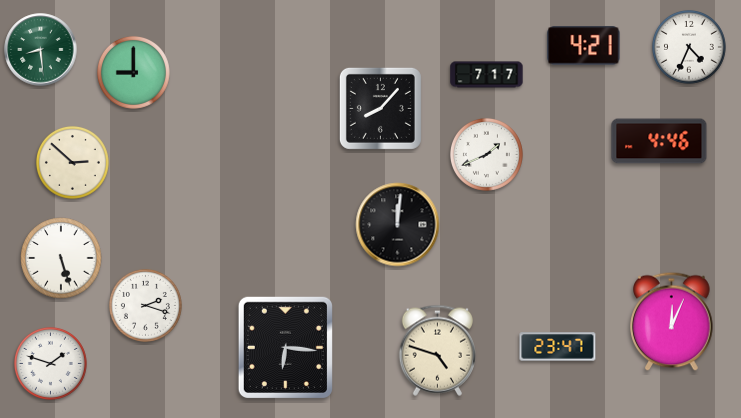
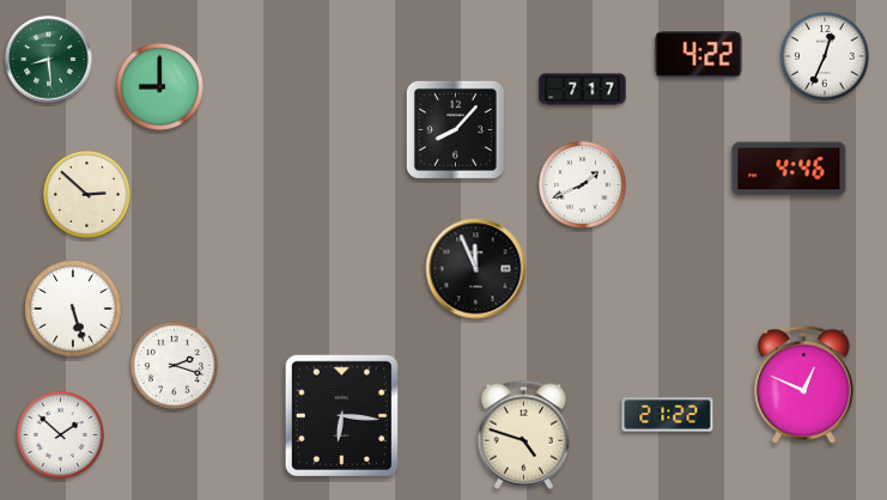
clock at (584, 46): 4:21 -> 4:22
clock at (689, 47): 4:34 -> 12:34
clock at (398, 225): 12:01 -> 11:56
clock at (672, 322): 12:04 -> 12:49
clock at (558, 347): 23:47 -> 21:22
clock at (437, 350) position: (437, 350) -> (523, 434)
clock at (50, 363): 1:48 -> 1:52
